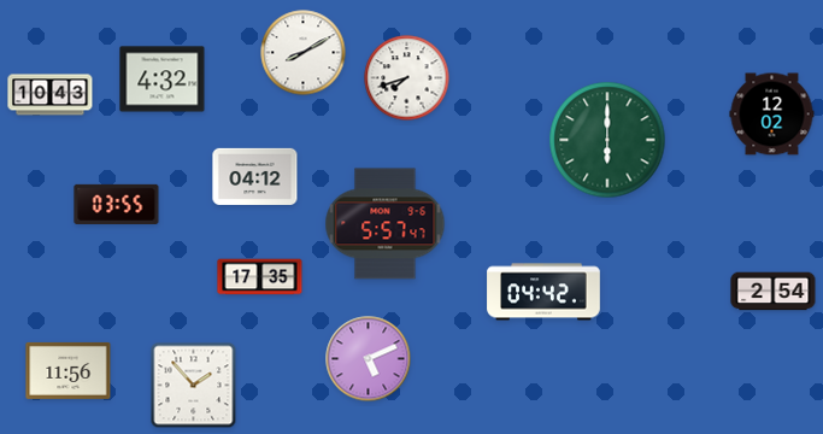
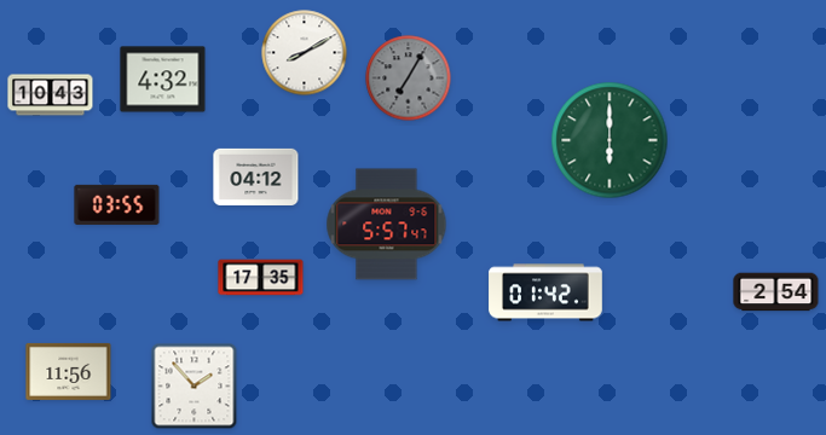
clock at (407, 78): 7:42 -> 7:05
clock at (407, 78) dial: white -> grey
clock at (772, 115): 12:02 -> none
clock at (543, 292): 04:42 -> 01:42
clock at (369, 359): 5:11 -> none
